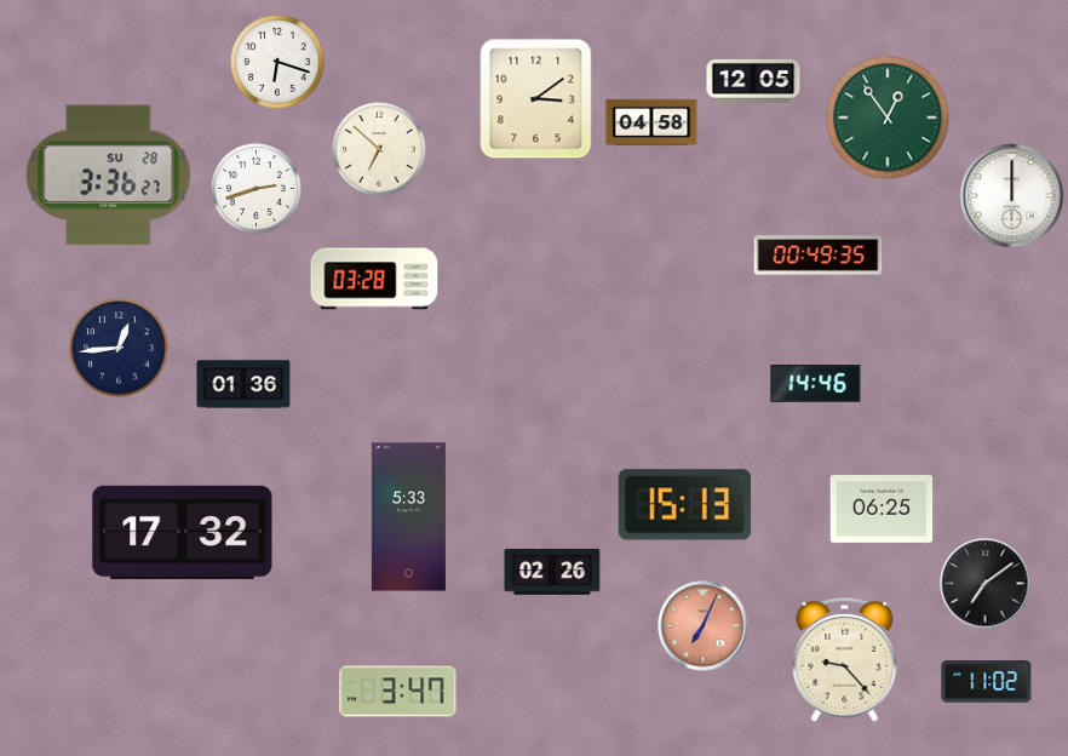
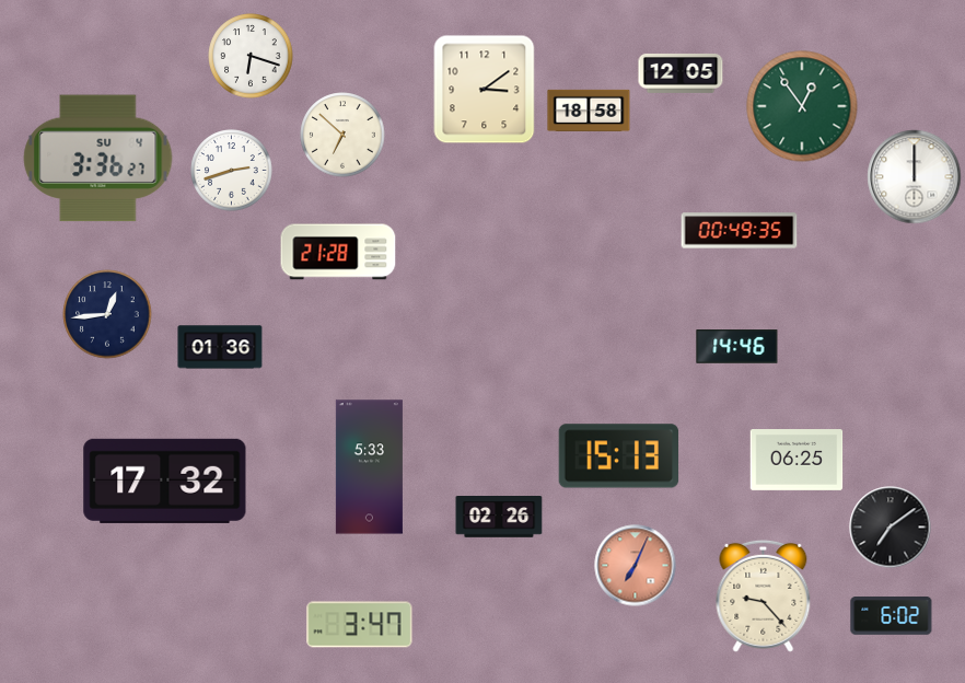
clock at (651, 122): 04:58 -> 18:58
clock at (109, 176) date: SU 28 -> SU 4
clock at (374, 279): 03:28 -> 21:28
clock at (987, 682): 11:02 -> 6:02
